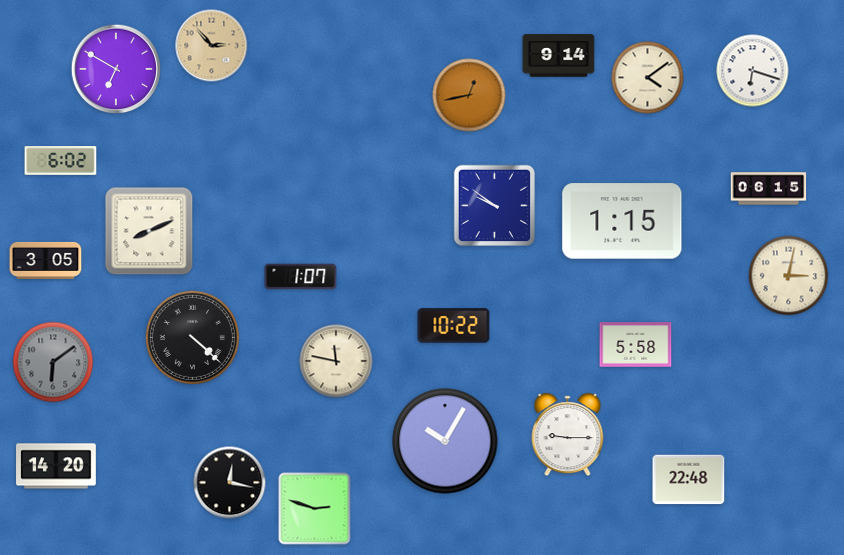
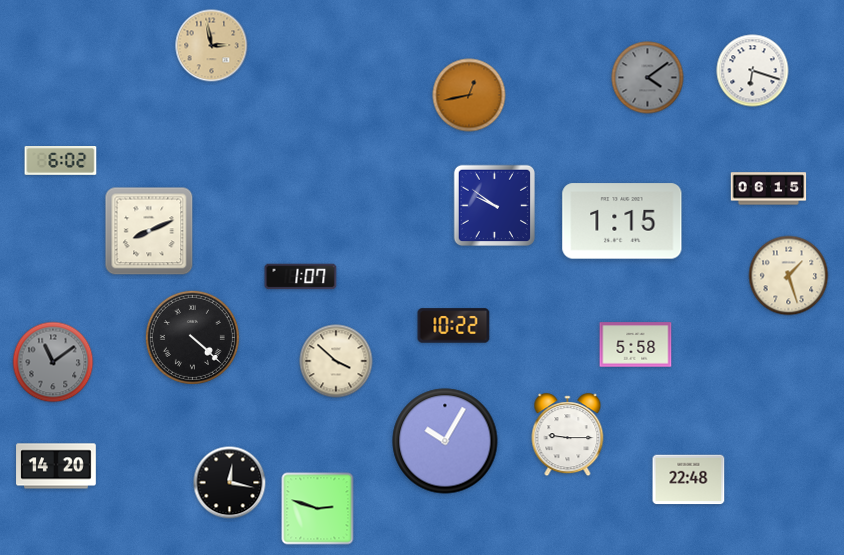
clock at (212, 46): 2:53 -> 2:58
clock at (559, 56): 9:14 -> none
clock at (116, 69): 6:50 -> none
clock at (648, 78) dial: cream -> grey
clock at (46, 260): 3:05 -> none
clock at (789, 276): 3:02 -> 1:27
clock at (336, 361): 11:47 -> 3:52
clock at (53, 362): 6:09 -> 11:09
clock at (315, 509) position: (315, 509) -> (318, 509)
